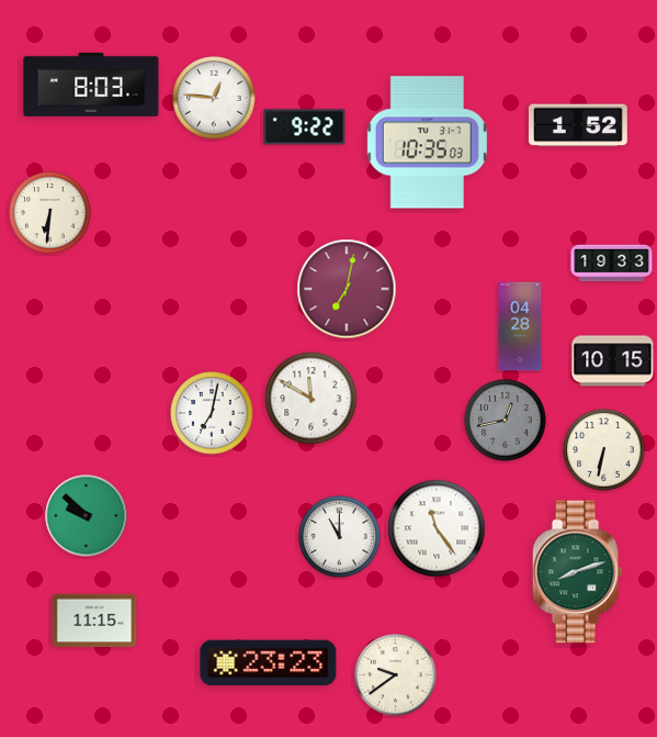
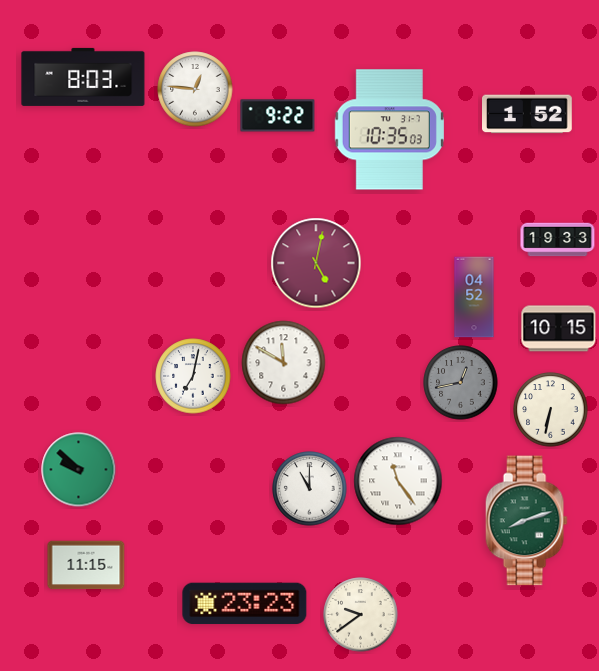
clock at (50, 213): 6:31 -> none
clock at (347, 289): 7:02 -> 5:02
clock at (520, 326): 04:28 -> 04:52
